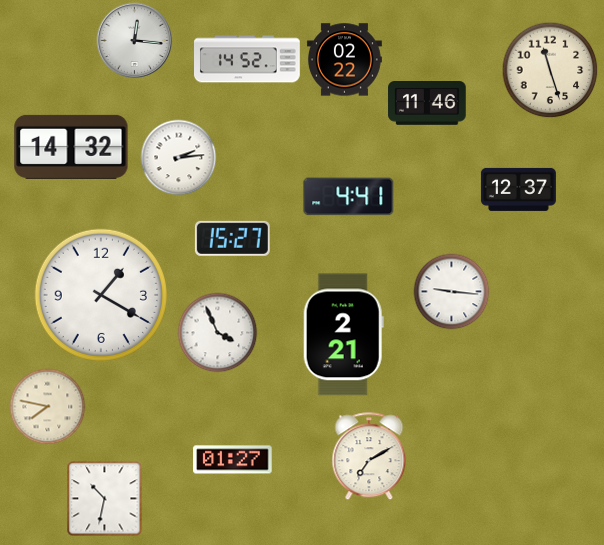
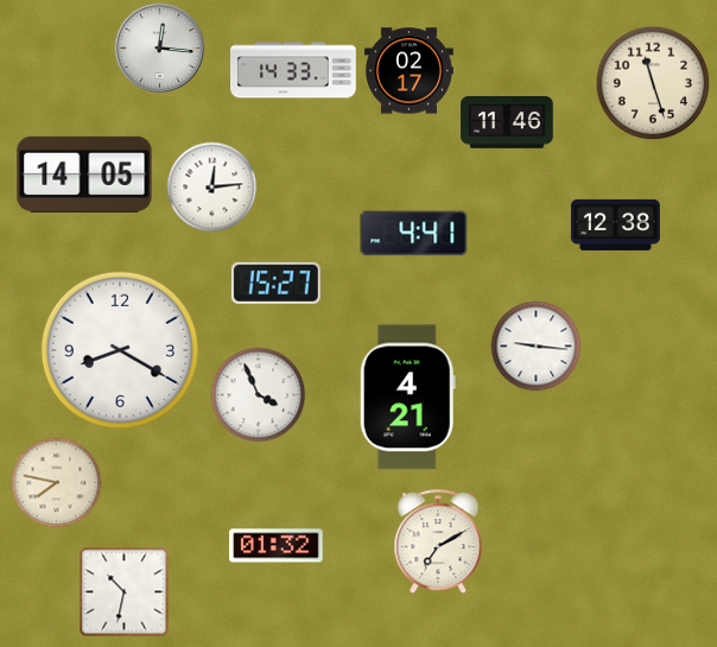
clock at (248, 59): 14:52 -> 14:33
clock at (344, 60): 02:22 -> 02:17
clock at (71, 147): 14:32 -> 14:05
clock at (179, 158): 2:14 -> 12:14
clock at (518, 189): 12:37 -> 12:38
clock at (100, 294): 1:20 -> 8:20
clock at (343, 335): 2:21 -> 4:21
clock at (233, 460): 01:27 -> 01:32
